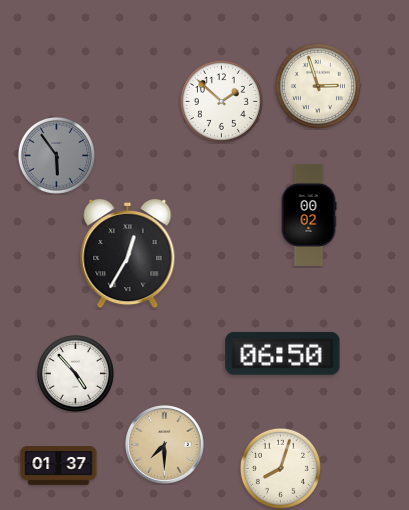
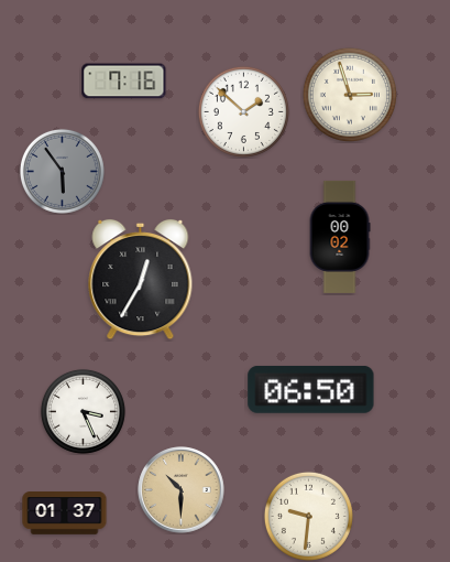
clock at (124, 82): none -> 7:16
clock at (75, 373): 4:53 -> 3:26
clock at (165, 445): 7:30 -> 10:30
clock at (280, 468): 8:03 -> 9:31
